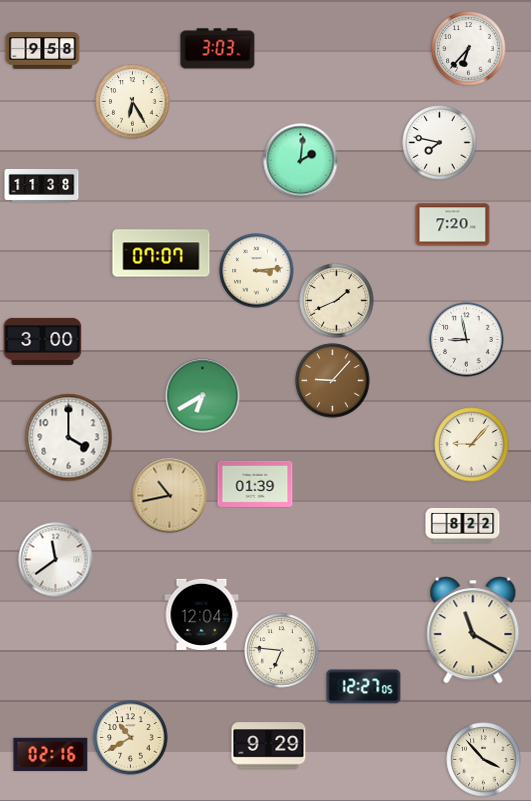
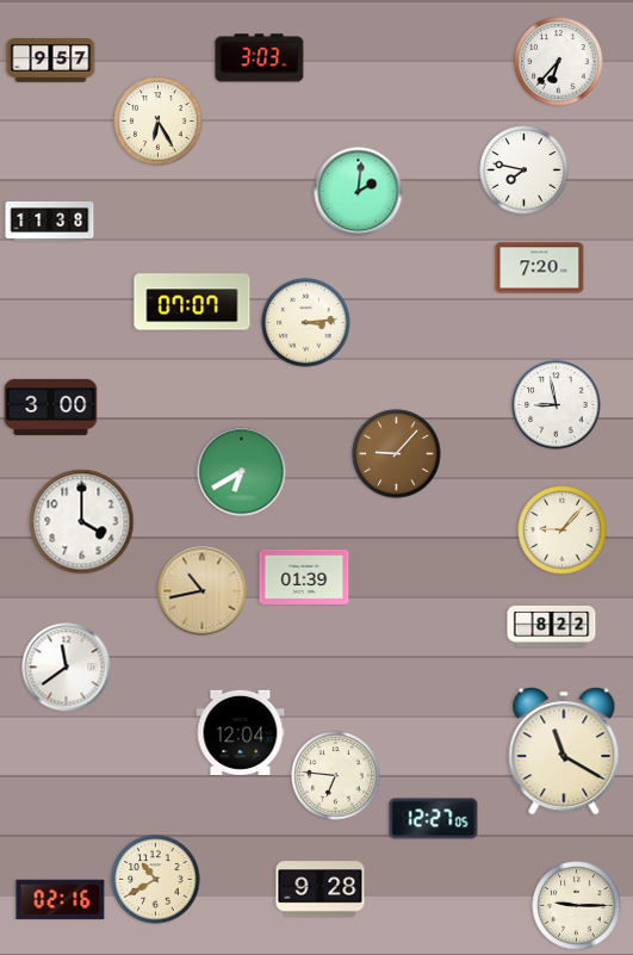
clock at (469, 49) position: (469, 49) -> (559, 62)
clock at (43, 51): 9:58 -> 9:57
clock at (337, 301): 1:41 -> none
clock at (269, 746): 9:29 -> 9:28
clock at (484, 760): 3:53 -> 9:15
